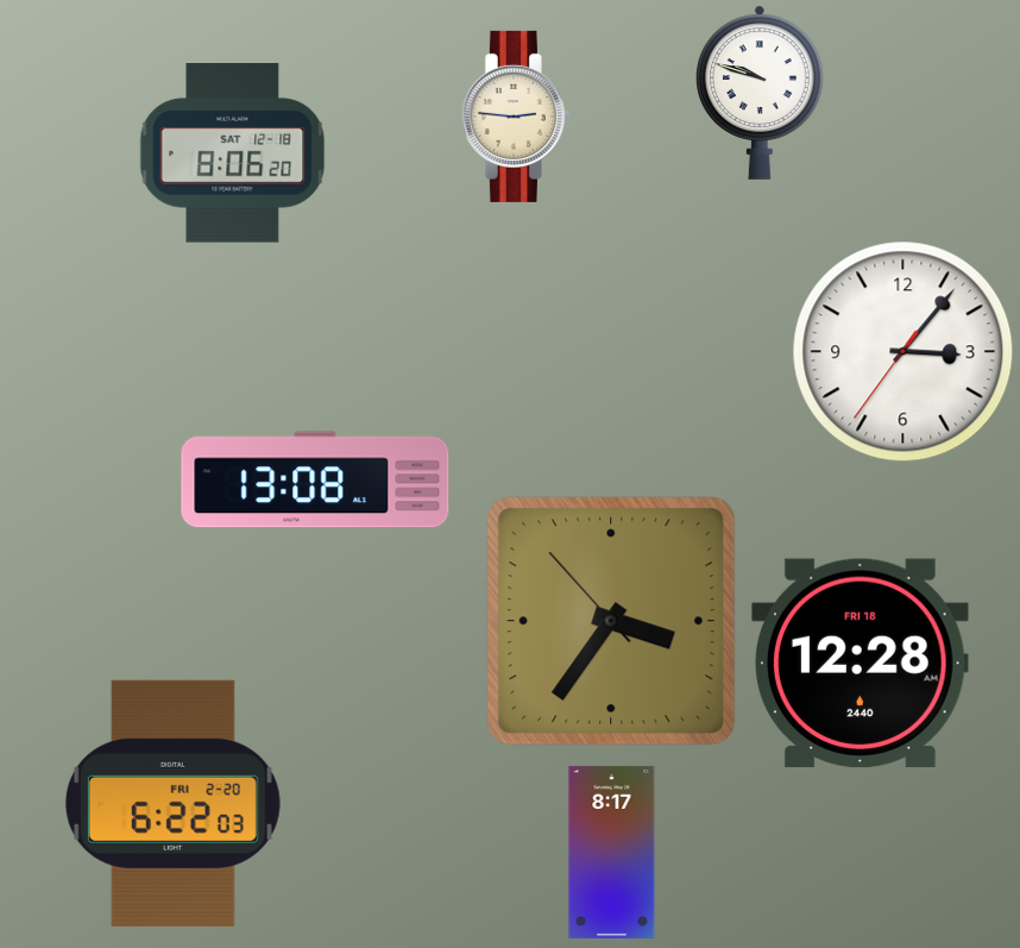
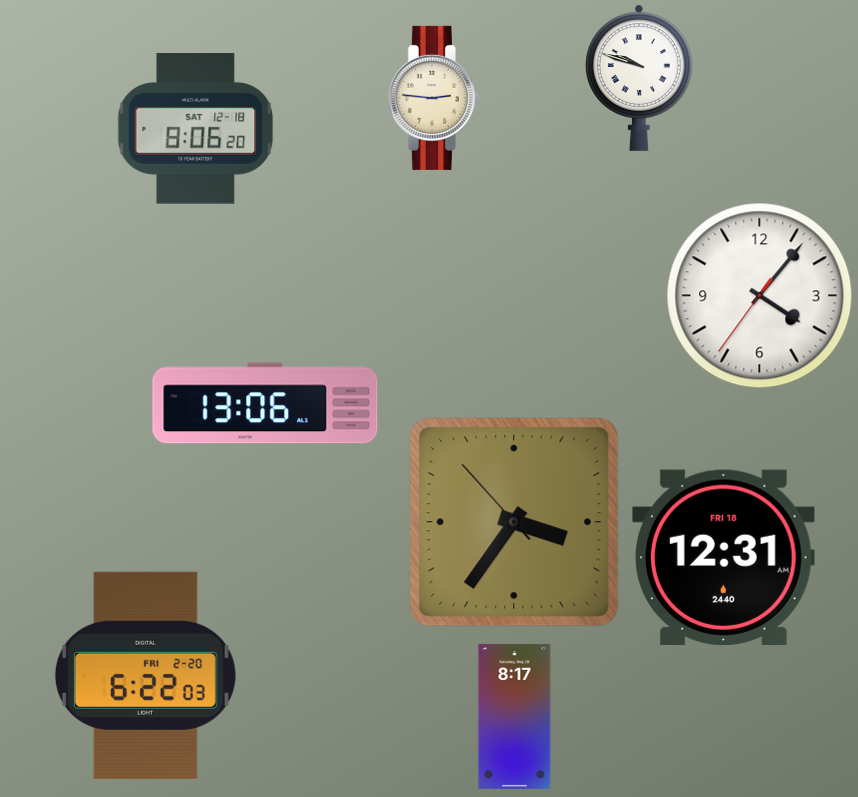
clock at (903, 352): 3:06 -> 4:06
clock at (315, 479): 13:08 -> 13:06
clock at (860, 663): 12:28 -> 12:31
